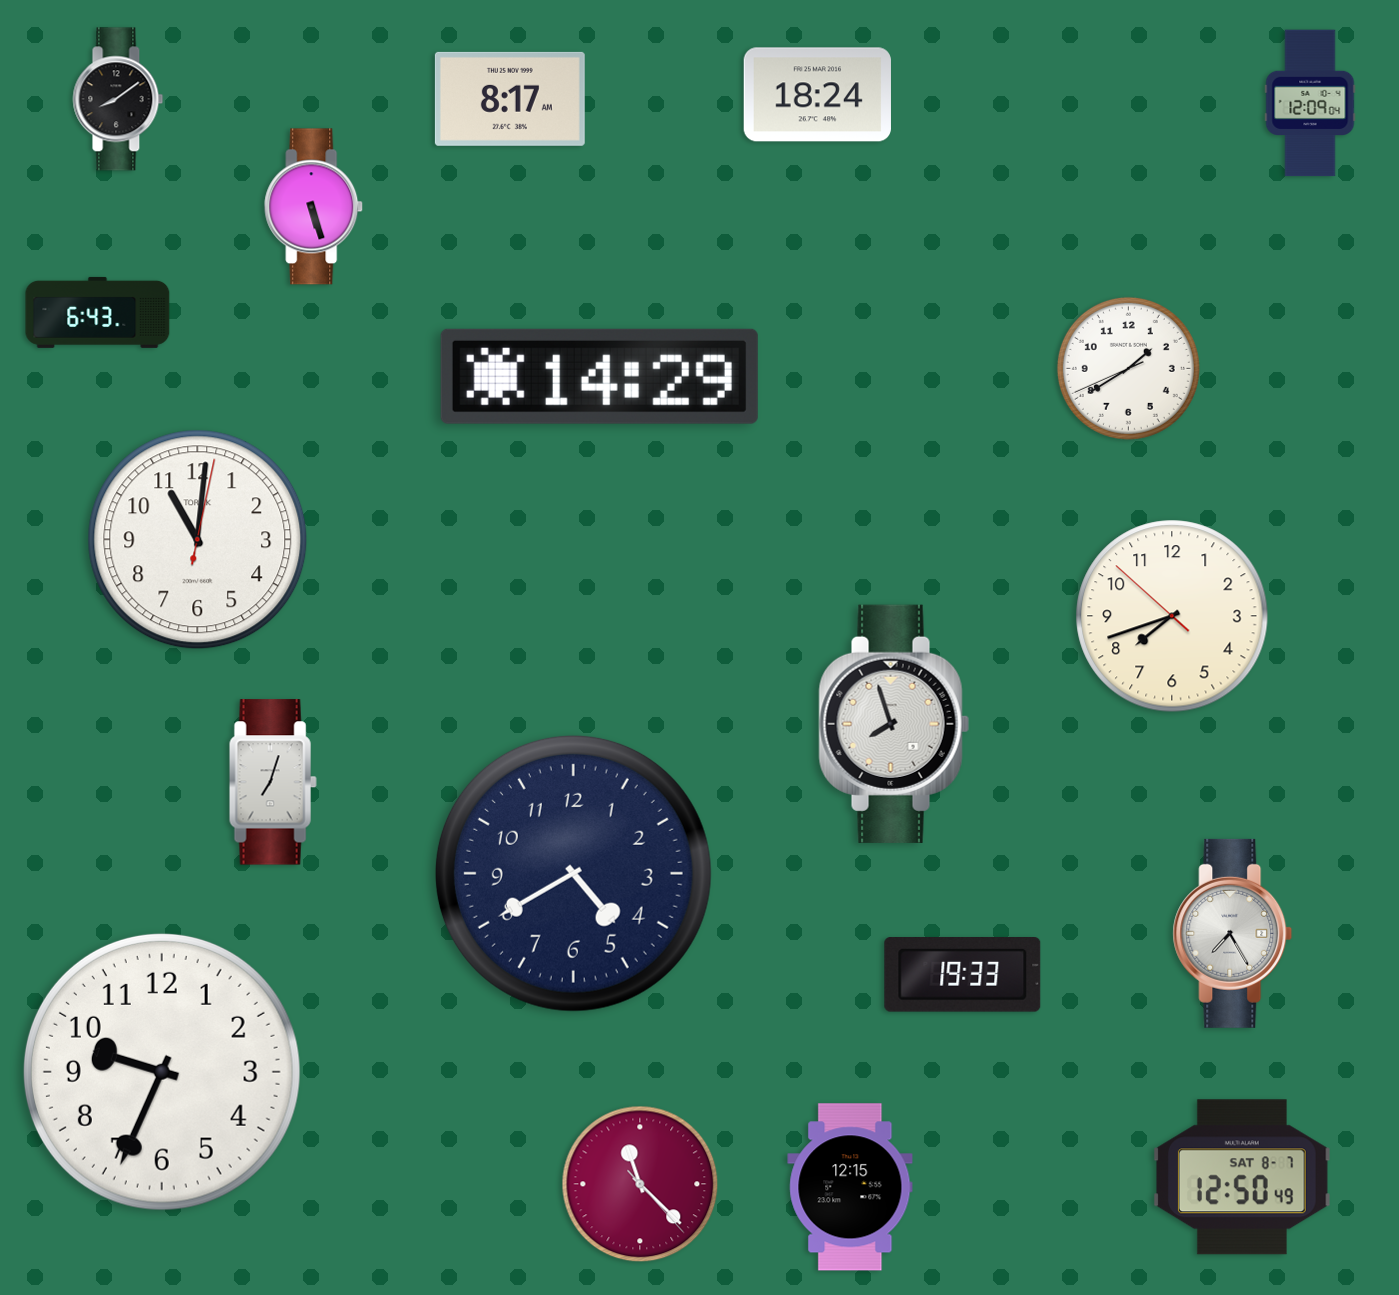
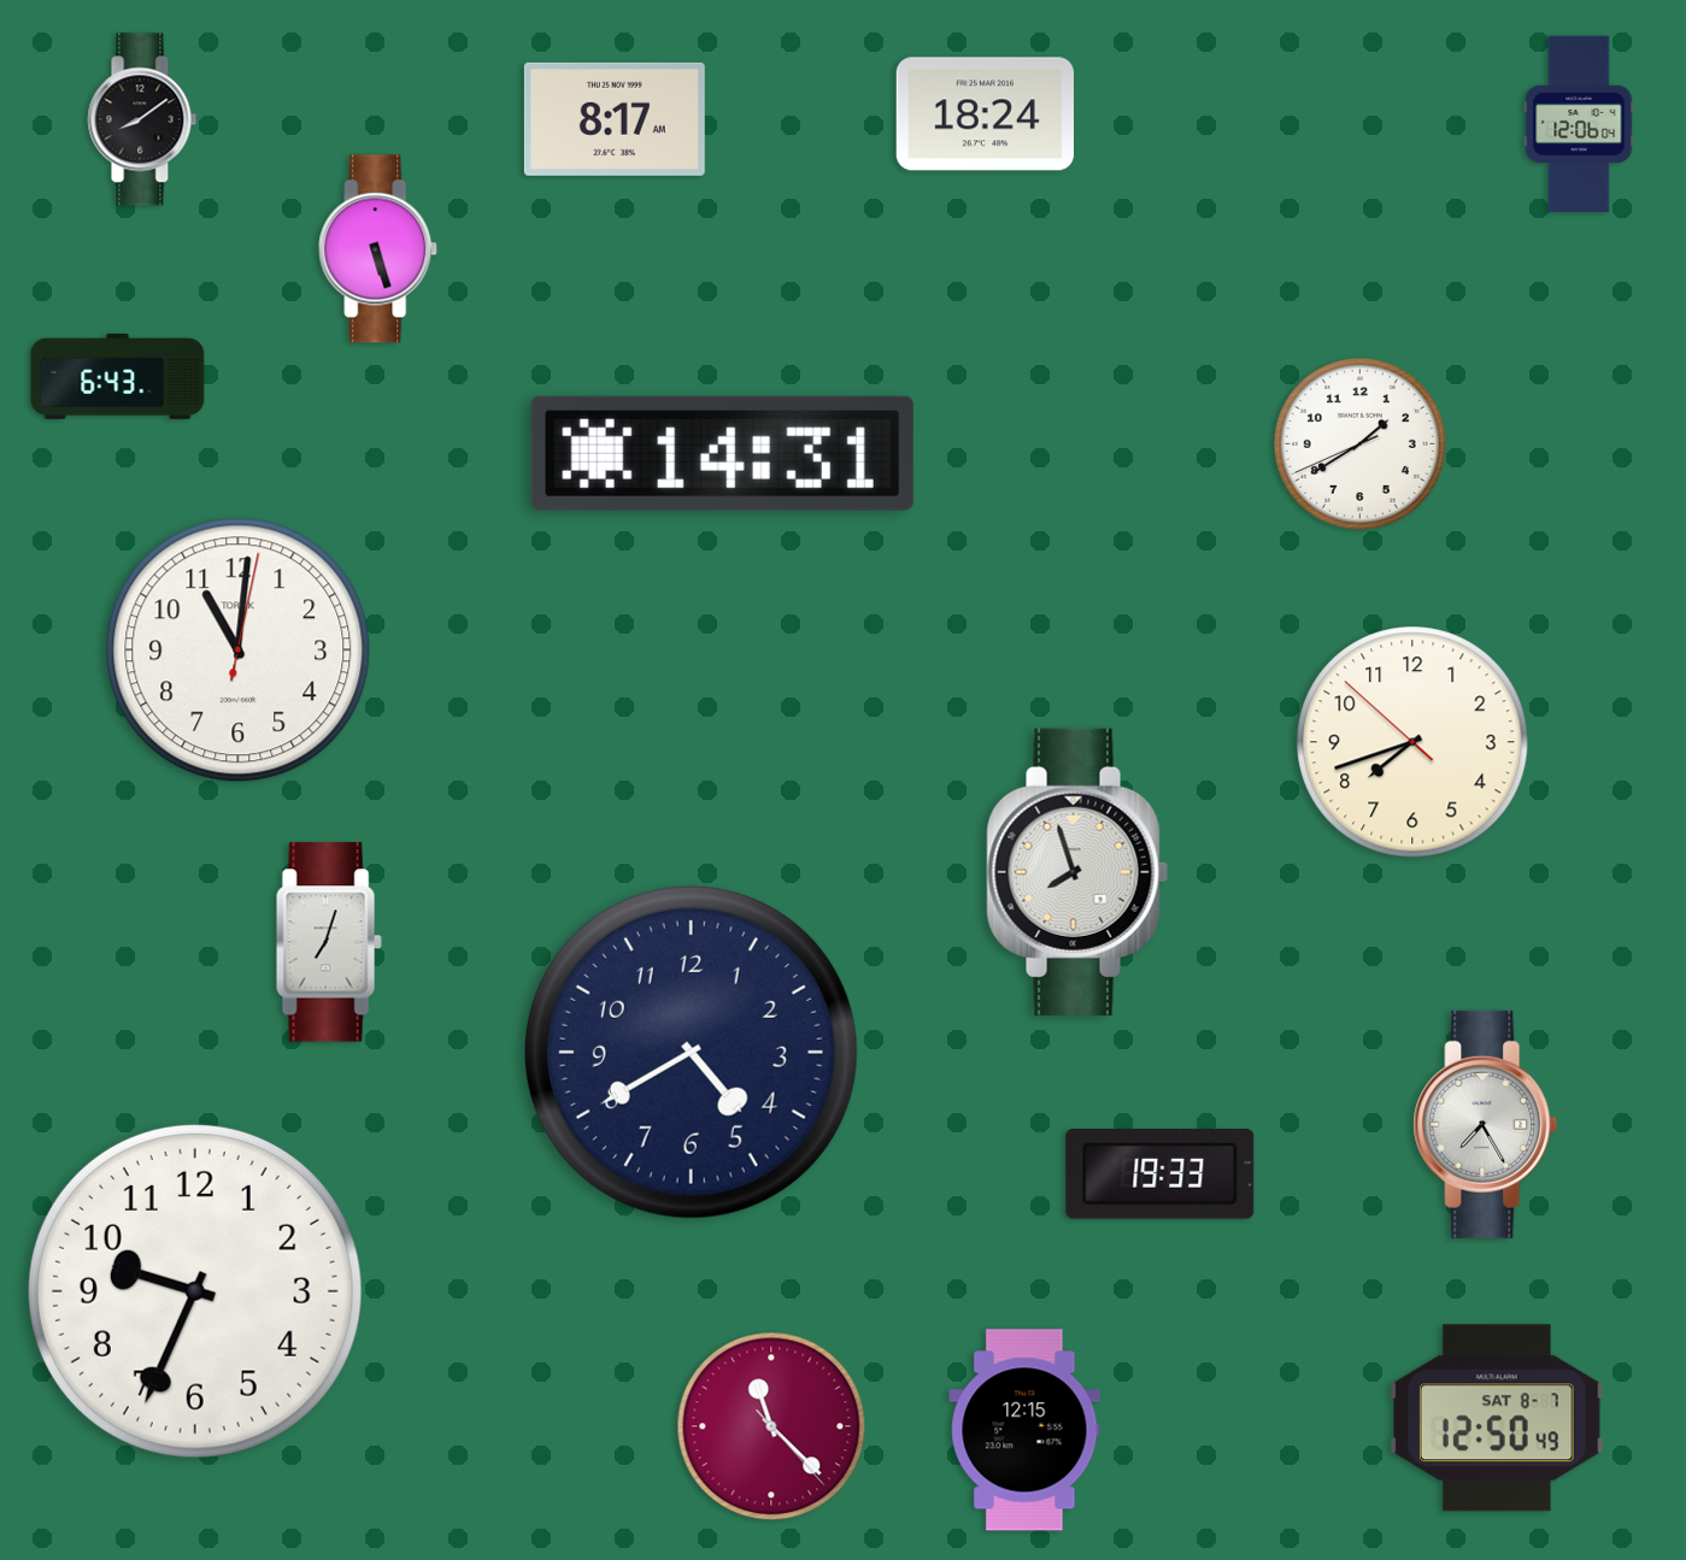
clock at (1310, 103): 12:09 -> 12:06
clock at (599, 376): 14:29 -> 14:31
